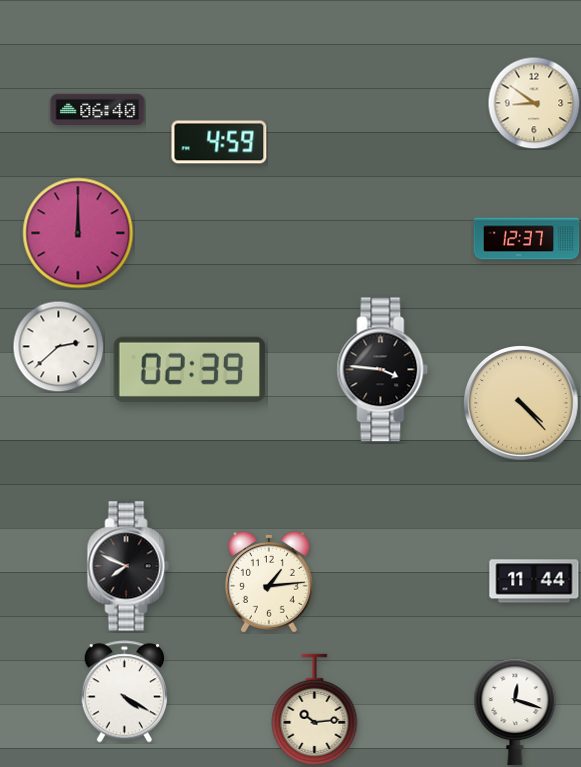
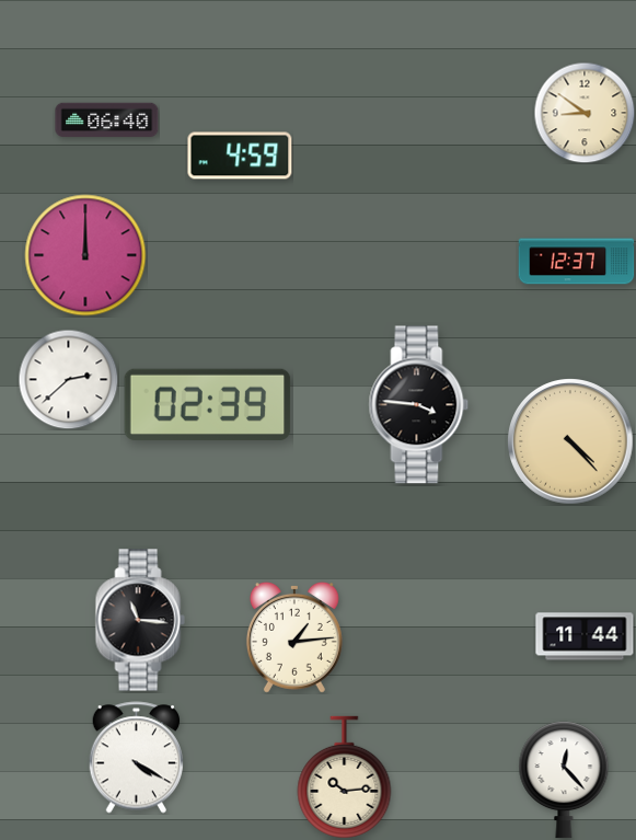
clock at (58, 346) position: (58, 346) -> (68, 379)
clock at (128, 566): 7:49 -> 11:16
clock at (515, 712): 12:18 -> 12:23
